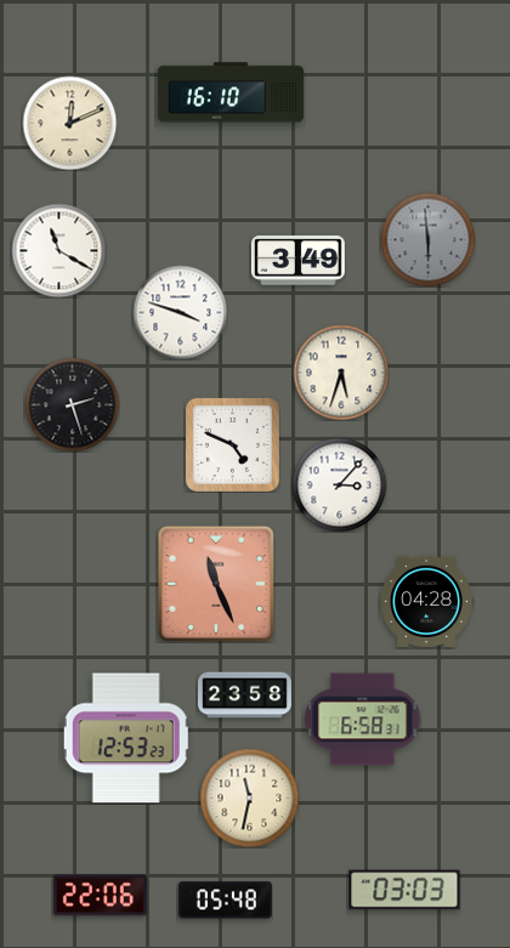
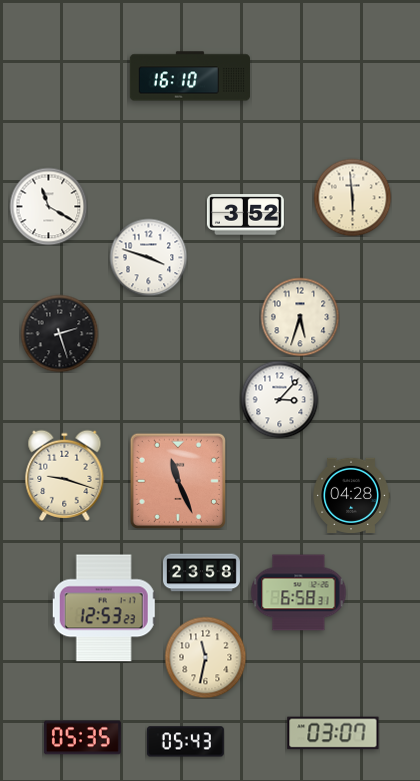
clock at (69, 123): 12:11 -> none
clock at (427, 239) dial: grey -> cream
clock at (297, 261): 3:49 -> 3:52
clock at (341, 373) position: (341, 373) -> (300, 317)
clock at (232, 444): 4:49 -> none
clock at (65, 475): none -> 9:18
clock at (404, 890): 03:03 -> 03:07
clock at (100, 896): 22:06 -> 05:35
clock at (225, 901): 05:48 -> 05:43
